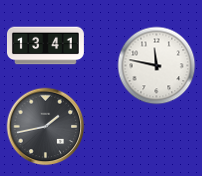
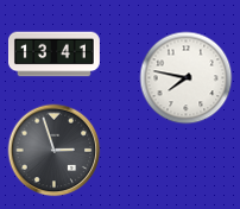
clock at (156, 65): 11:47 -> 7:47
clock at (45, 126): 1:43 -> 2:57
